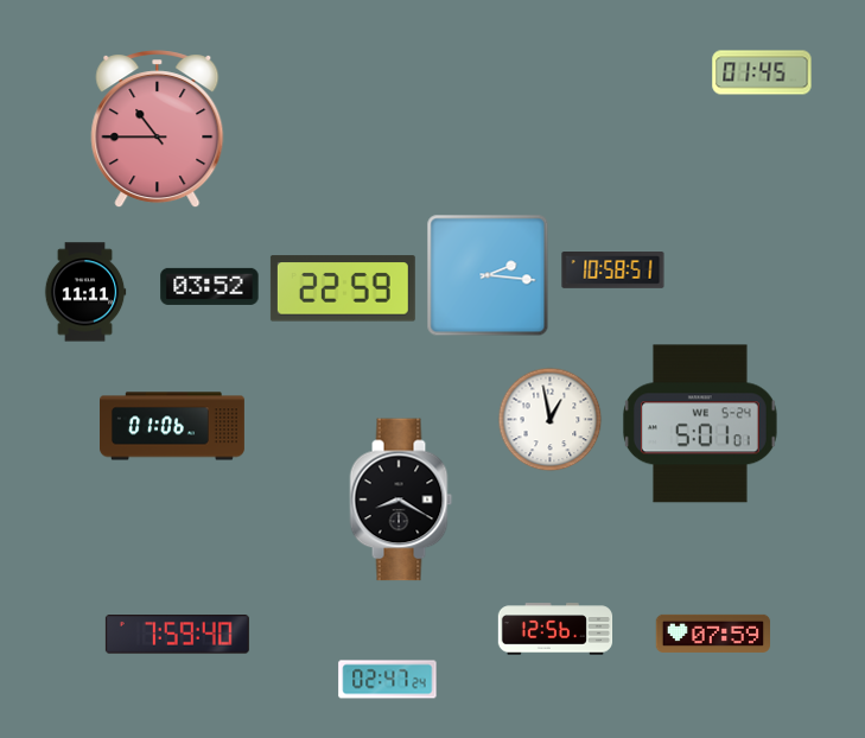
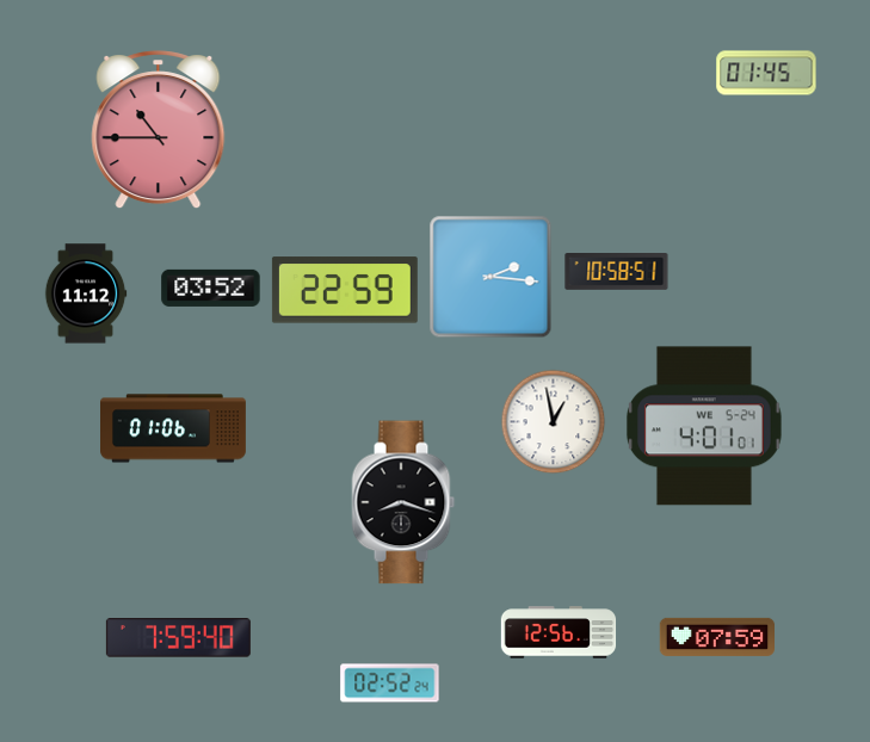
clock at (85, 292): 11:11 -> 11:12
clock at (700, 424): 5:01 -> 4:01
clock at (401, 500): 8:20 -> 8:18
clock at (388, 680): 02:47 -> 02:52
